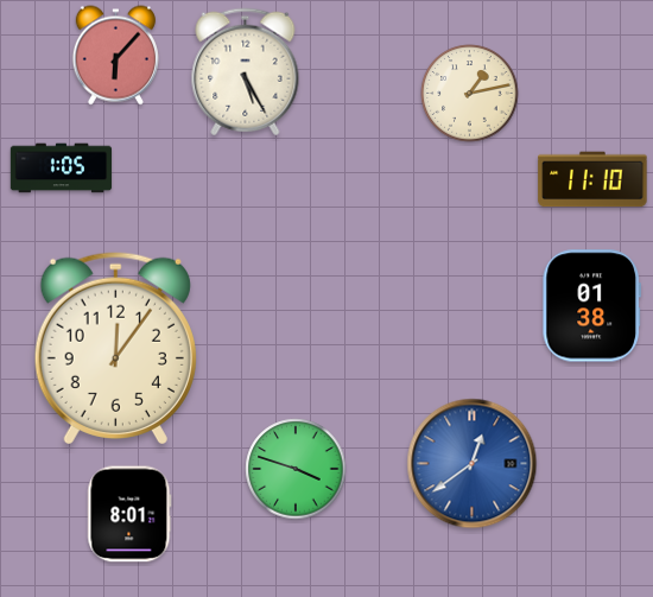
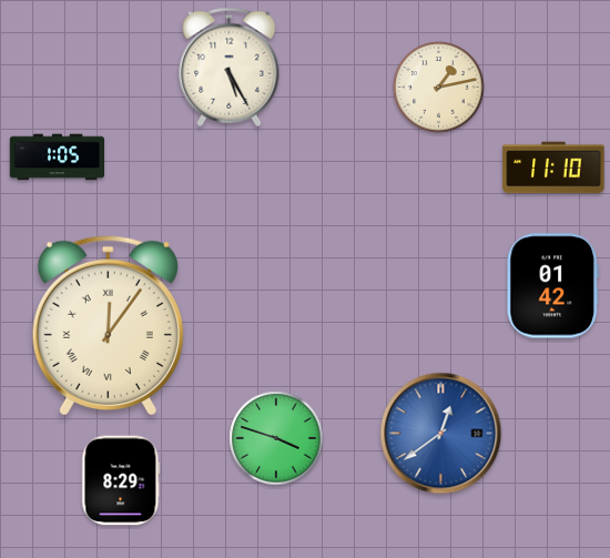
clock at (115, 56): 6:07 -> none
clock at (591, 306): 01:38 -> 01:42
clock at (115, 348) numerals: Arabic -> Roman
clock at (129, 514): 8:01 -> 8:29
